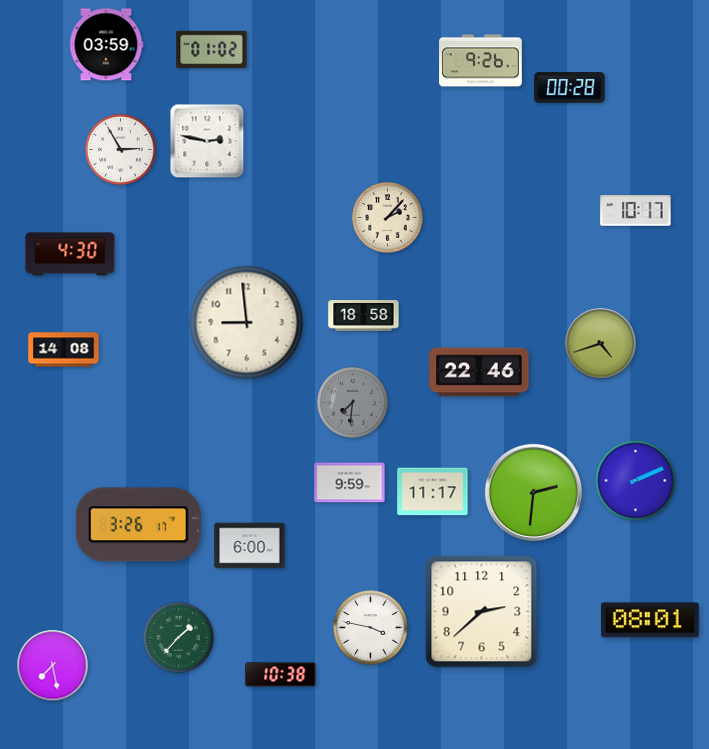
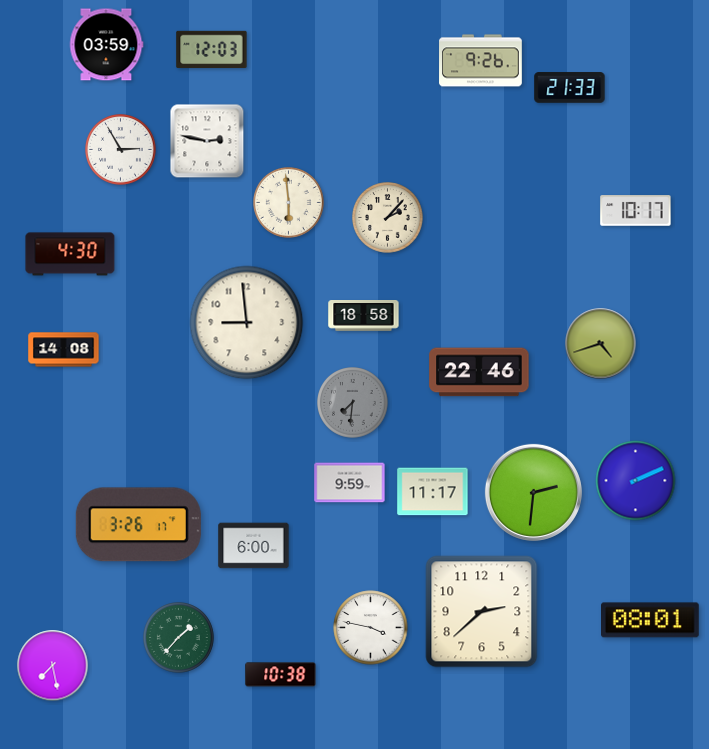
clock at (212, 50): 01:02 -> 12:03
clock at (570, 88): 00:28 -> 21:33
clock at (289, 203): none -> 5:59
clock at (250, 546) position: (250, 546) -> (254, 546)
